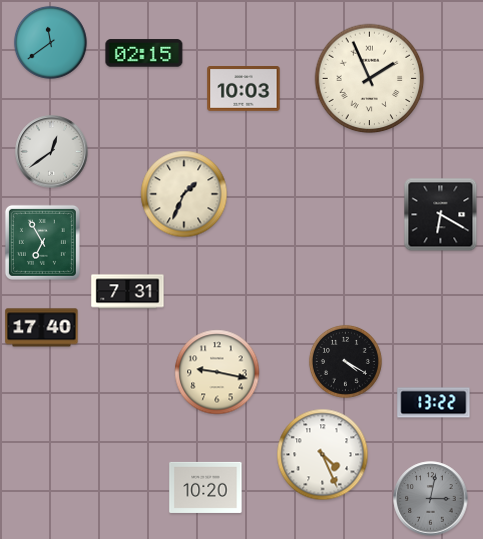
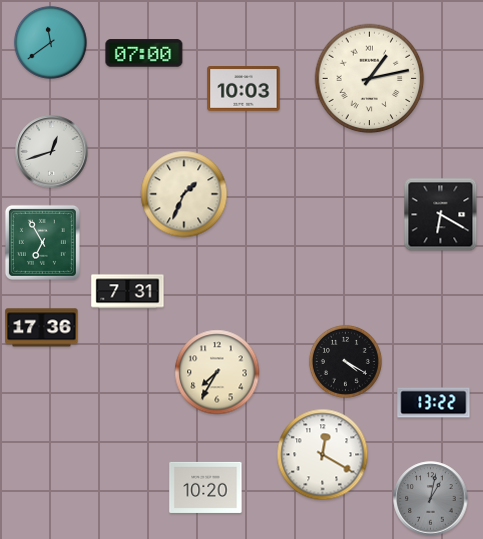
clock at (144, 53): 02:15 -> 07:00
clock at (370, 79): 1:56 -> 1:13
clock at (52, 152): 12:39 -> 12:42
clock at (42, 328): 17:40 -> 17:36
clock at (217, 372): 9:17 -> 7:35
clock at (323, 455): 4:26 -> 12:20
clock at (431, 499): 3:02 -> 1:02
